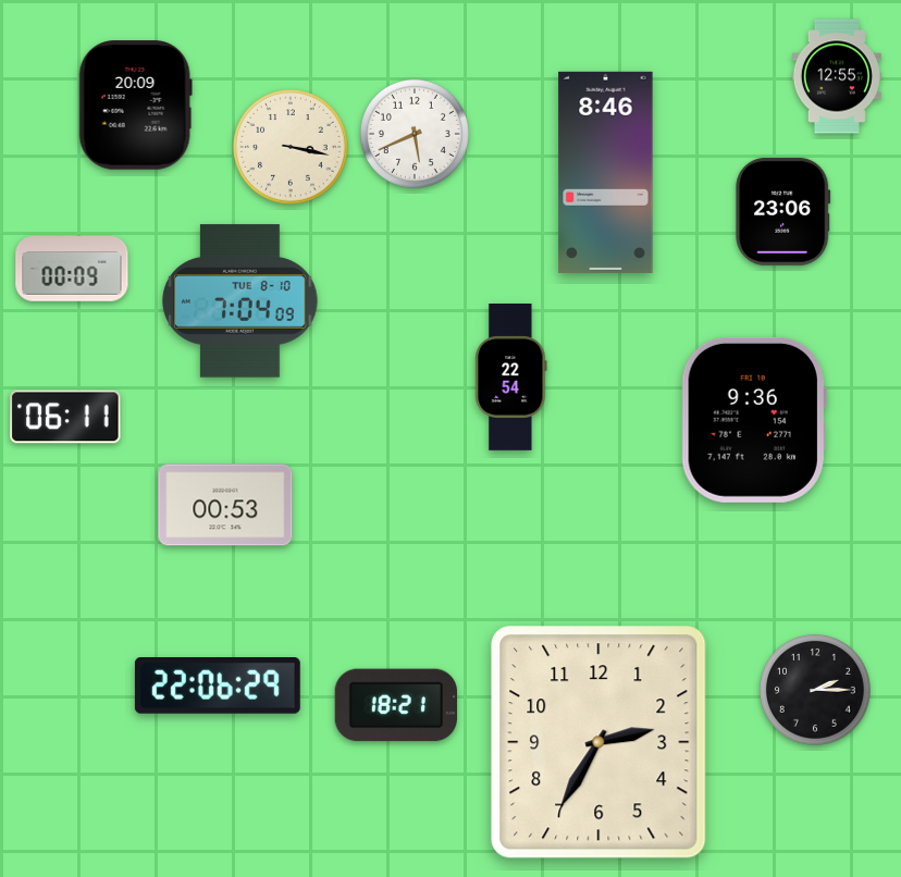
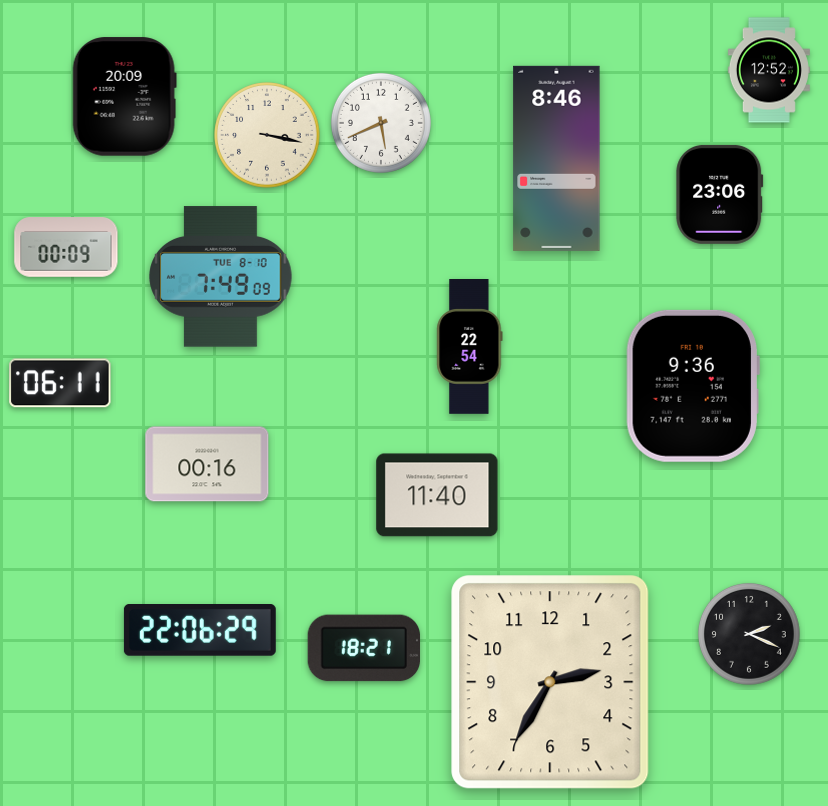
clock at (837, 76): 12:55 -> 12:52
clock at (240, 301): 7:04 -> 7:49
clock at (225, 505): 00:53 -> 00:16
clock at (437, 495): none -> 11:40
clock at (815, 690): 2:15 -> 2:19
